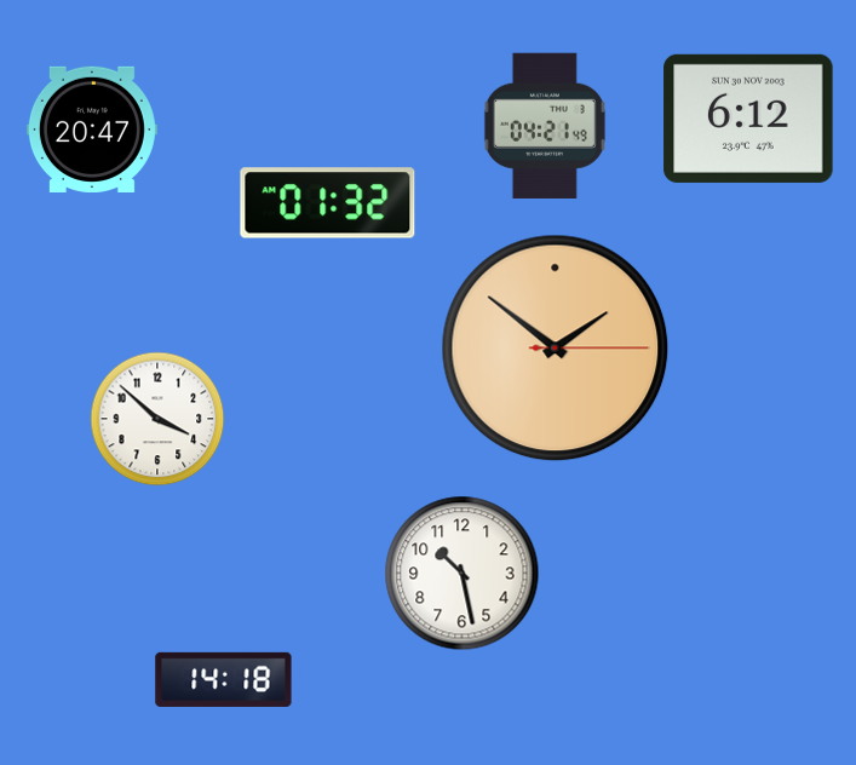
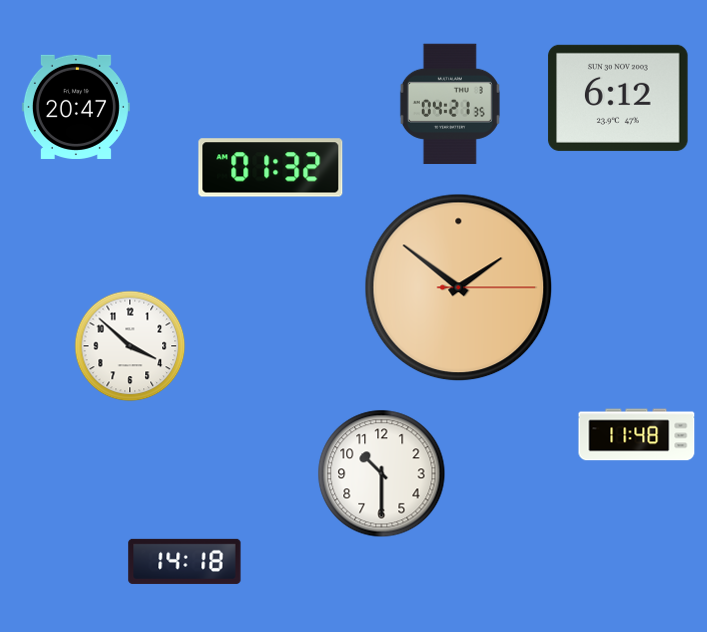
clock at (545, 126): 04:21:49 -> 04:21:35
clock at (637, 435): none -> 11:48
clock at (463, 574): 10:28 -> 10:30
